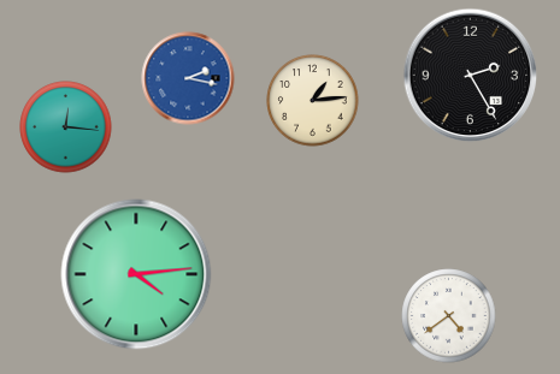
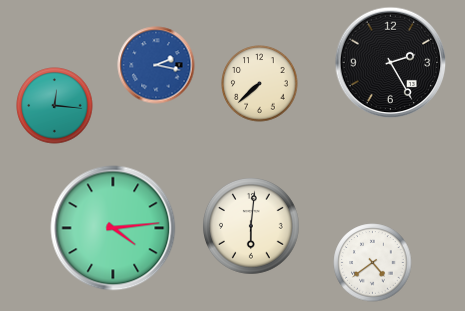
clock at (313, 101): 1:14 -> 7:38
clock at (252, 227): none -> 6:01
